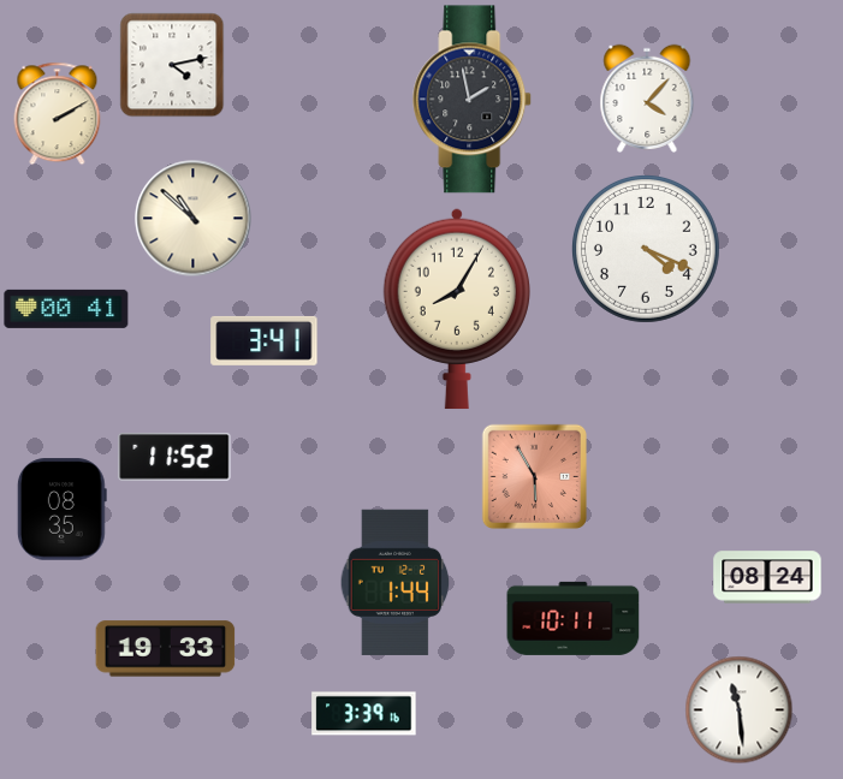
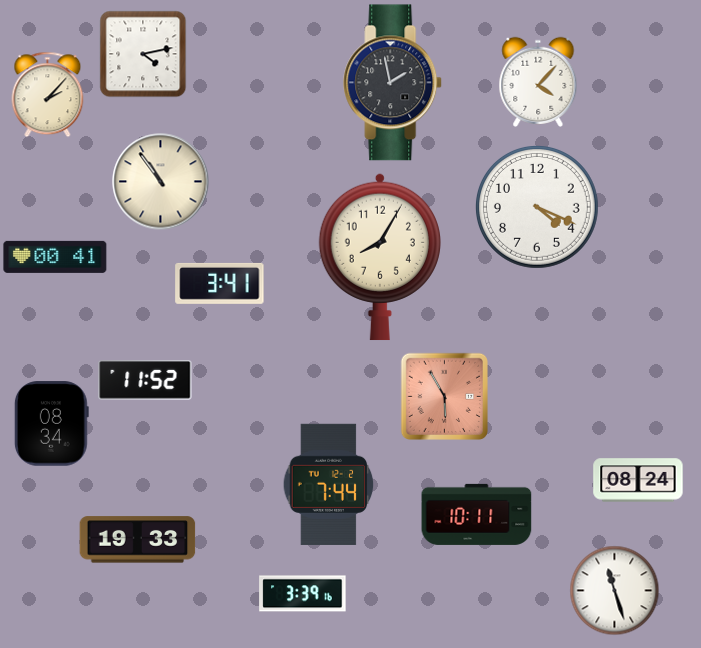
clock at (58, 113): 2:10 -> 2:07
clock at (194, 219): 10:52 -> 10:54
clock at (61, 510): 08:35 -> 08:34
clock at (396, 582): 1:44 -> 7:44
clock at (738, 709): 11:29 -> 11:27
